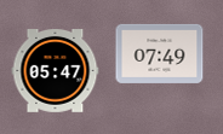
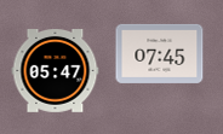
clock at (160, 53): 07:49 -> 07:45
